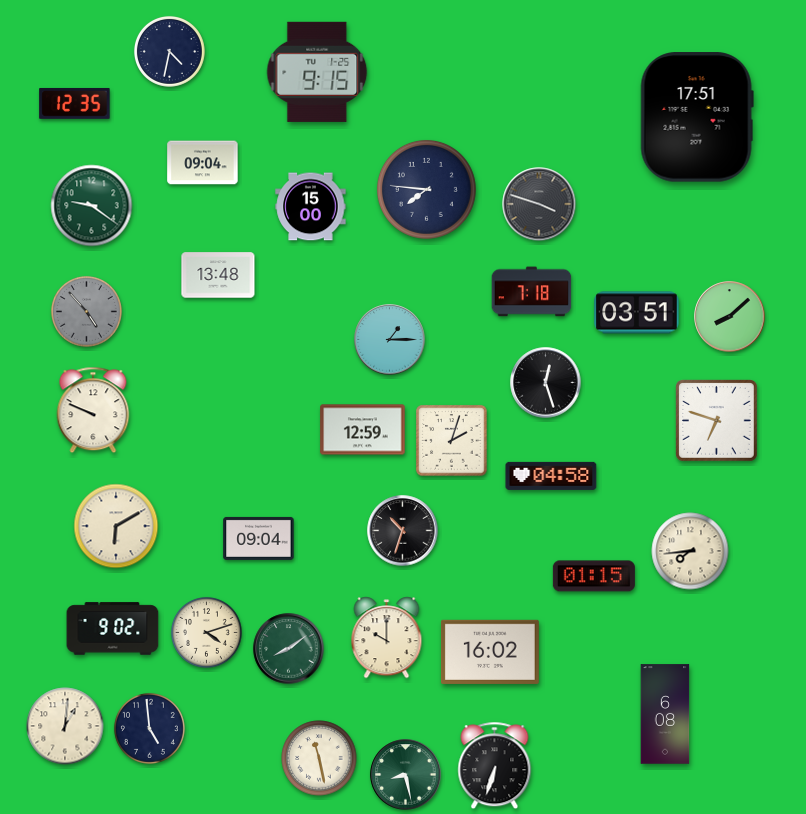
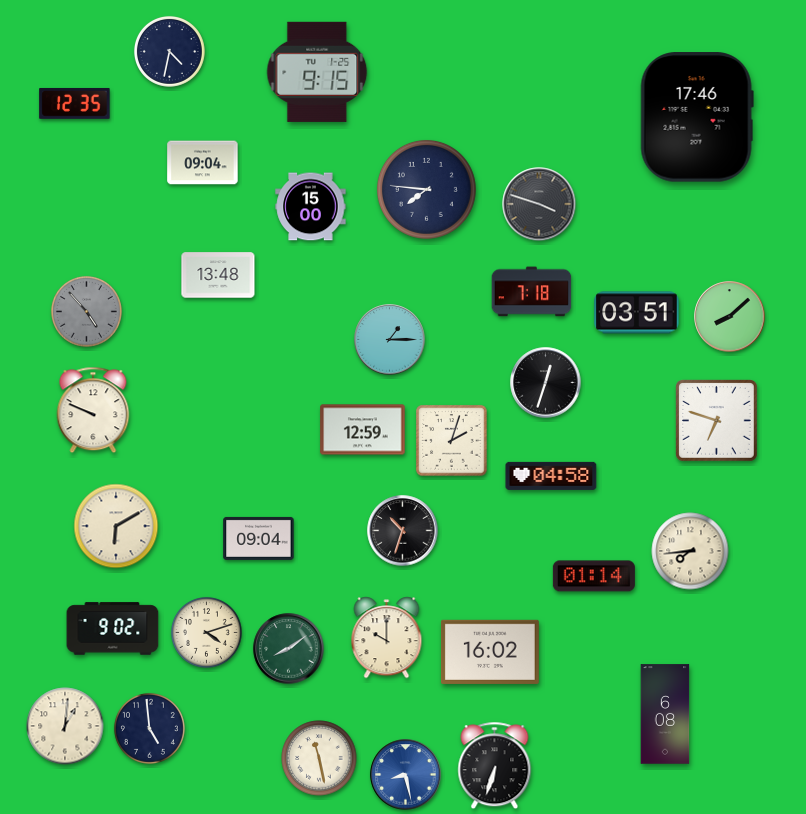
clock at (697, 117): 17:51 -> 17:46
clock at (92, 206): 9:21 -> none
clock at (546, 383): 12:27 -> 12:33
clock at (594, 576): 01:15 -> 01:14
clock at (406, 775) dial: green -> blue
